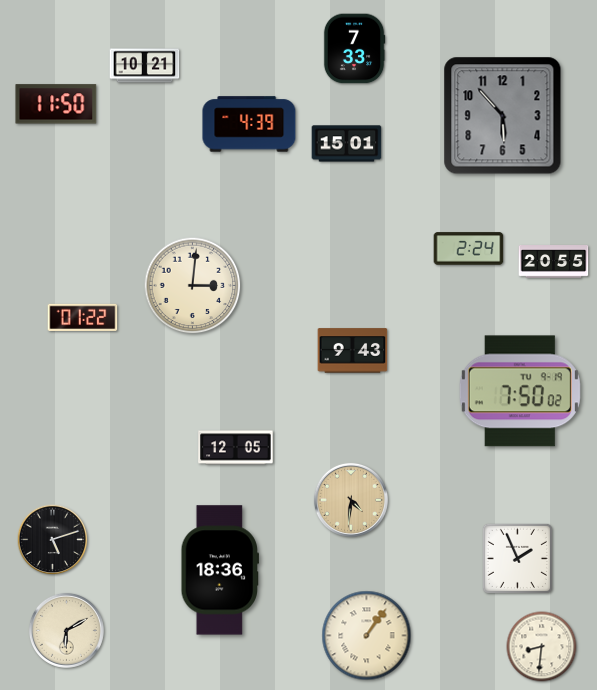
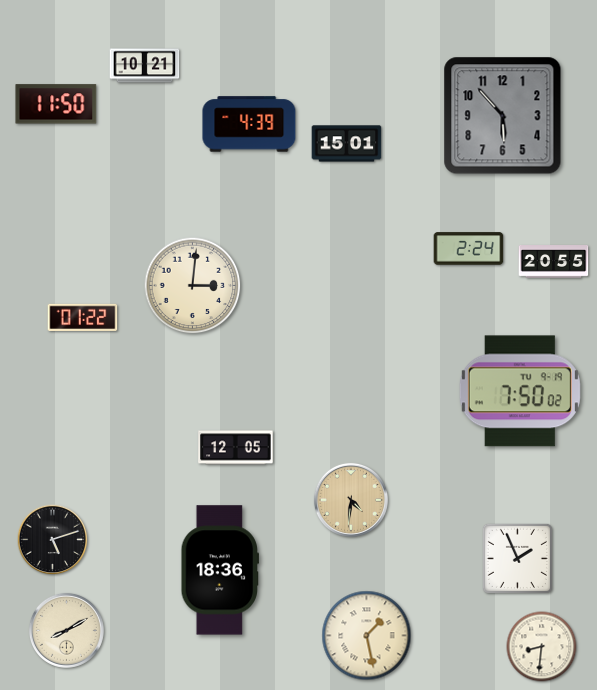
clock at (354, 49): 7:33 -> none
clock at (353, 351): 9:43 -> none
clock at (66, 630): 6:10 -> 8:10
clock at (367, 636): 1:06 -> 1:28
